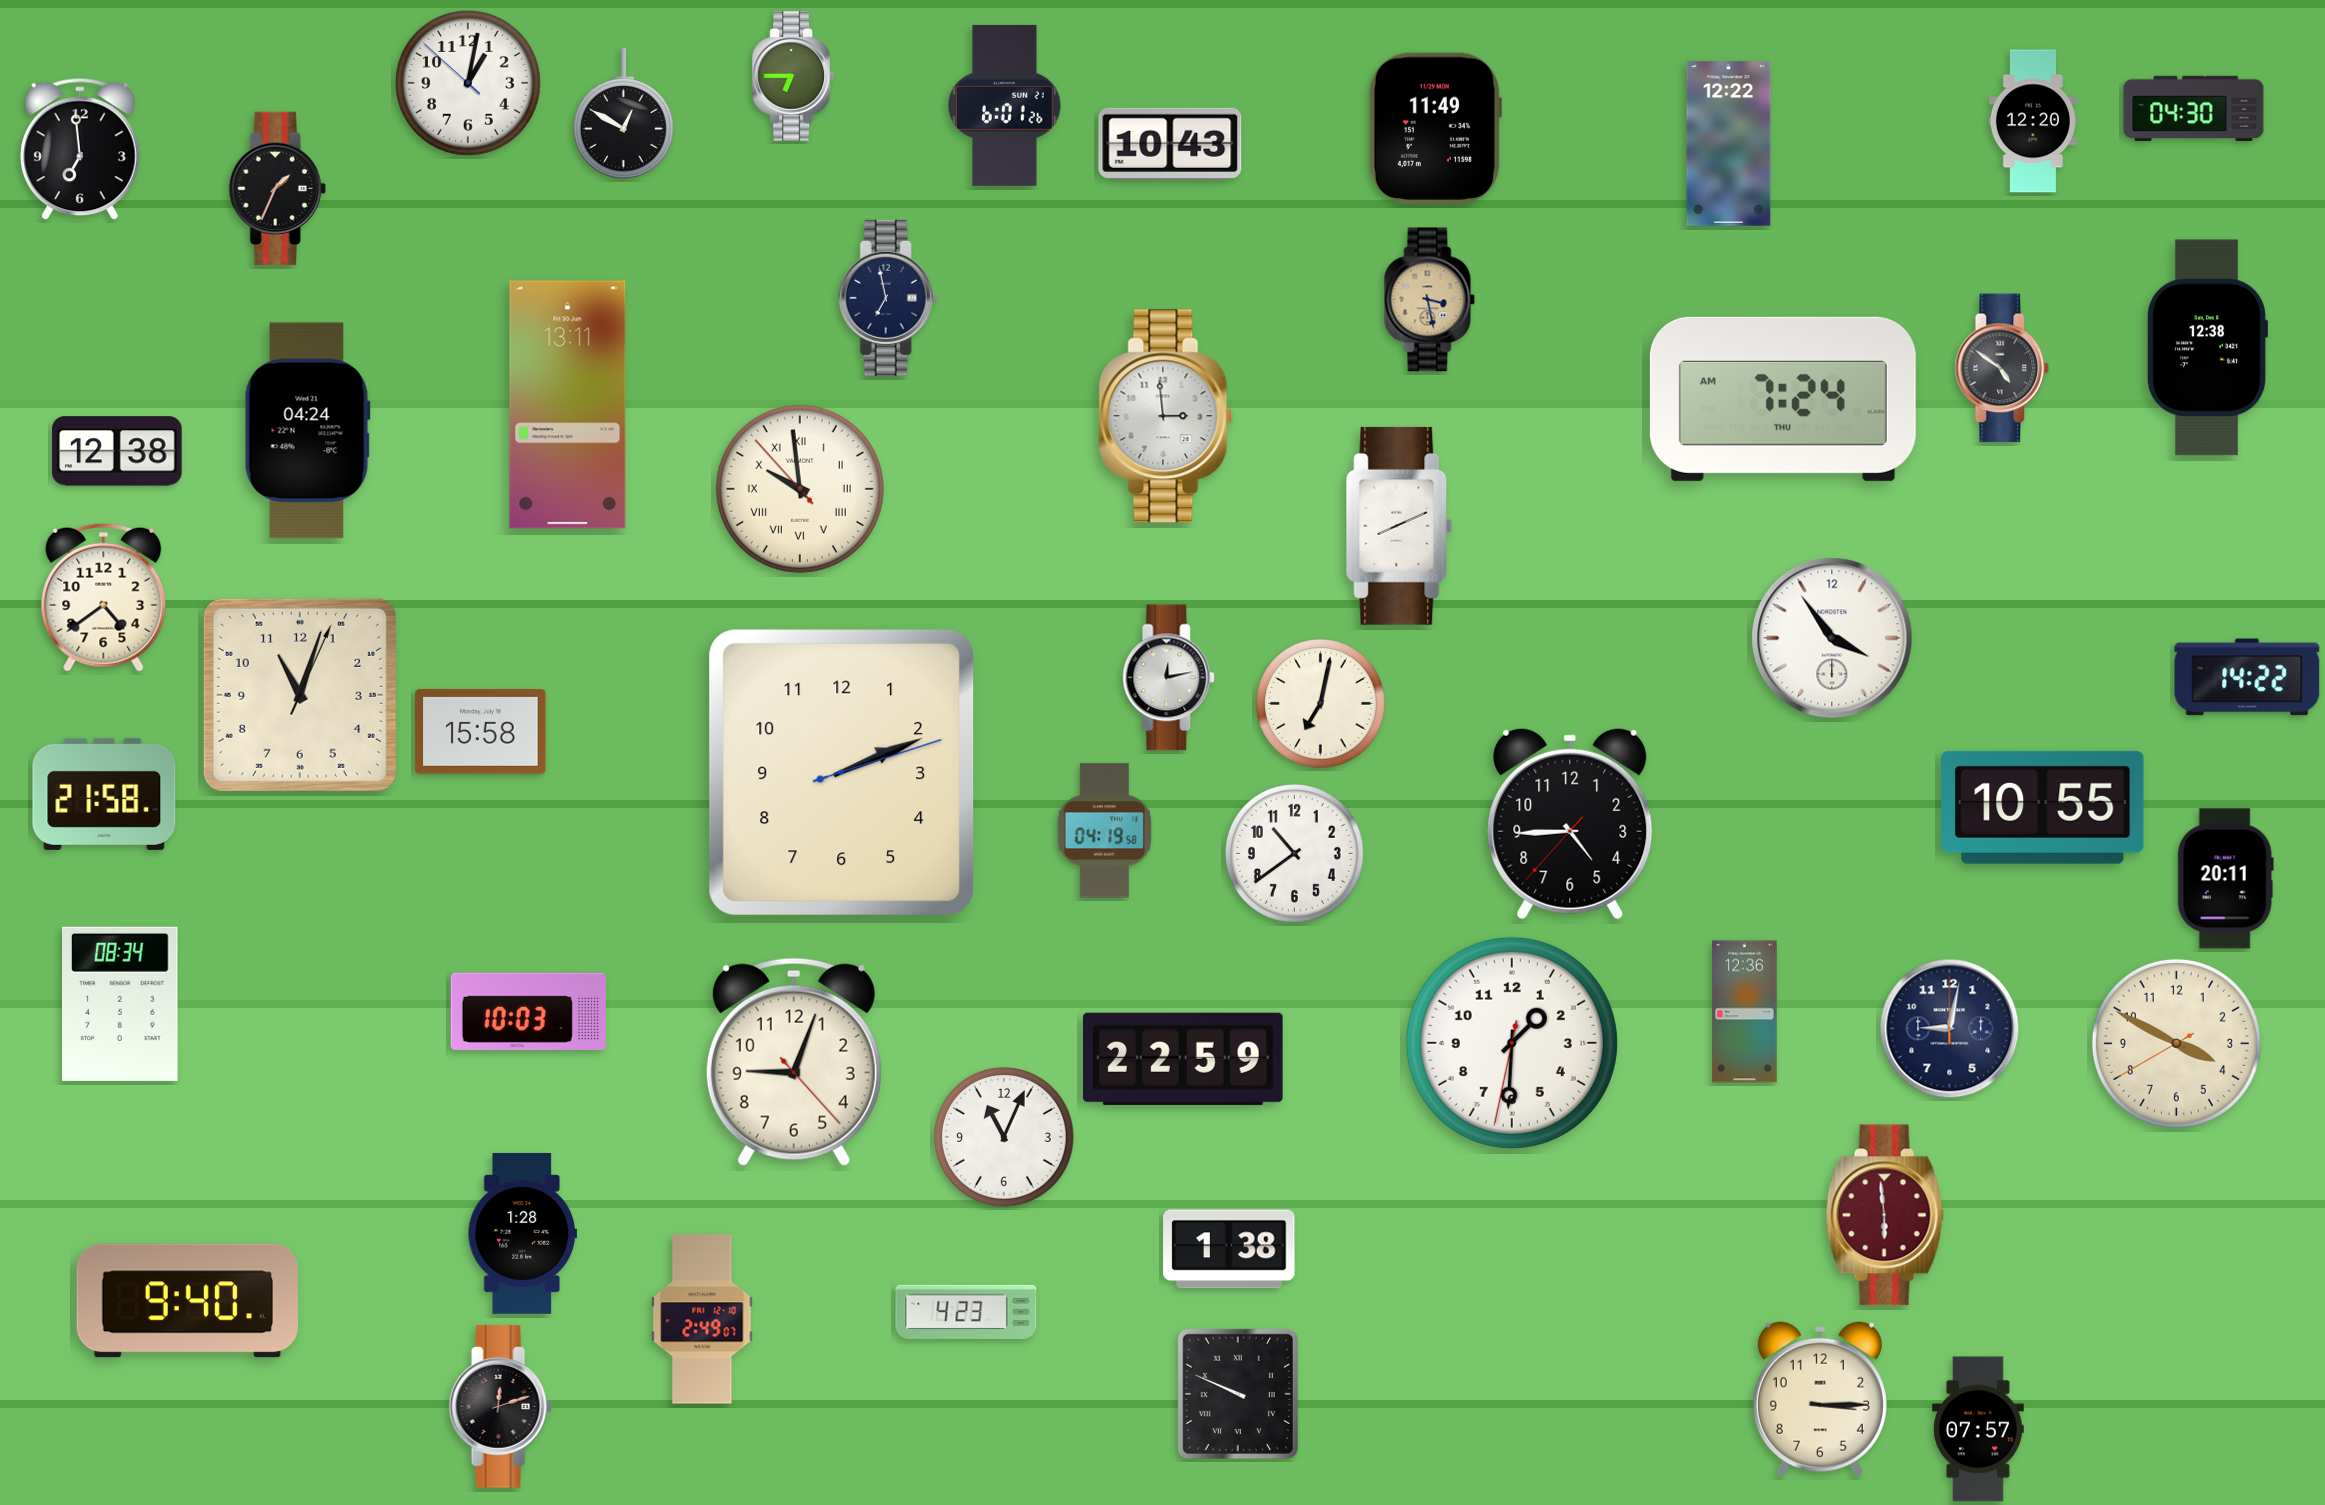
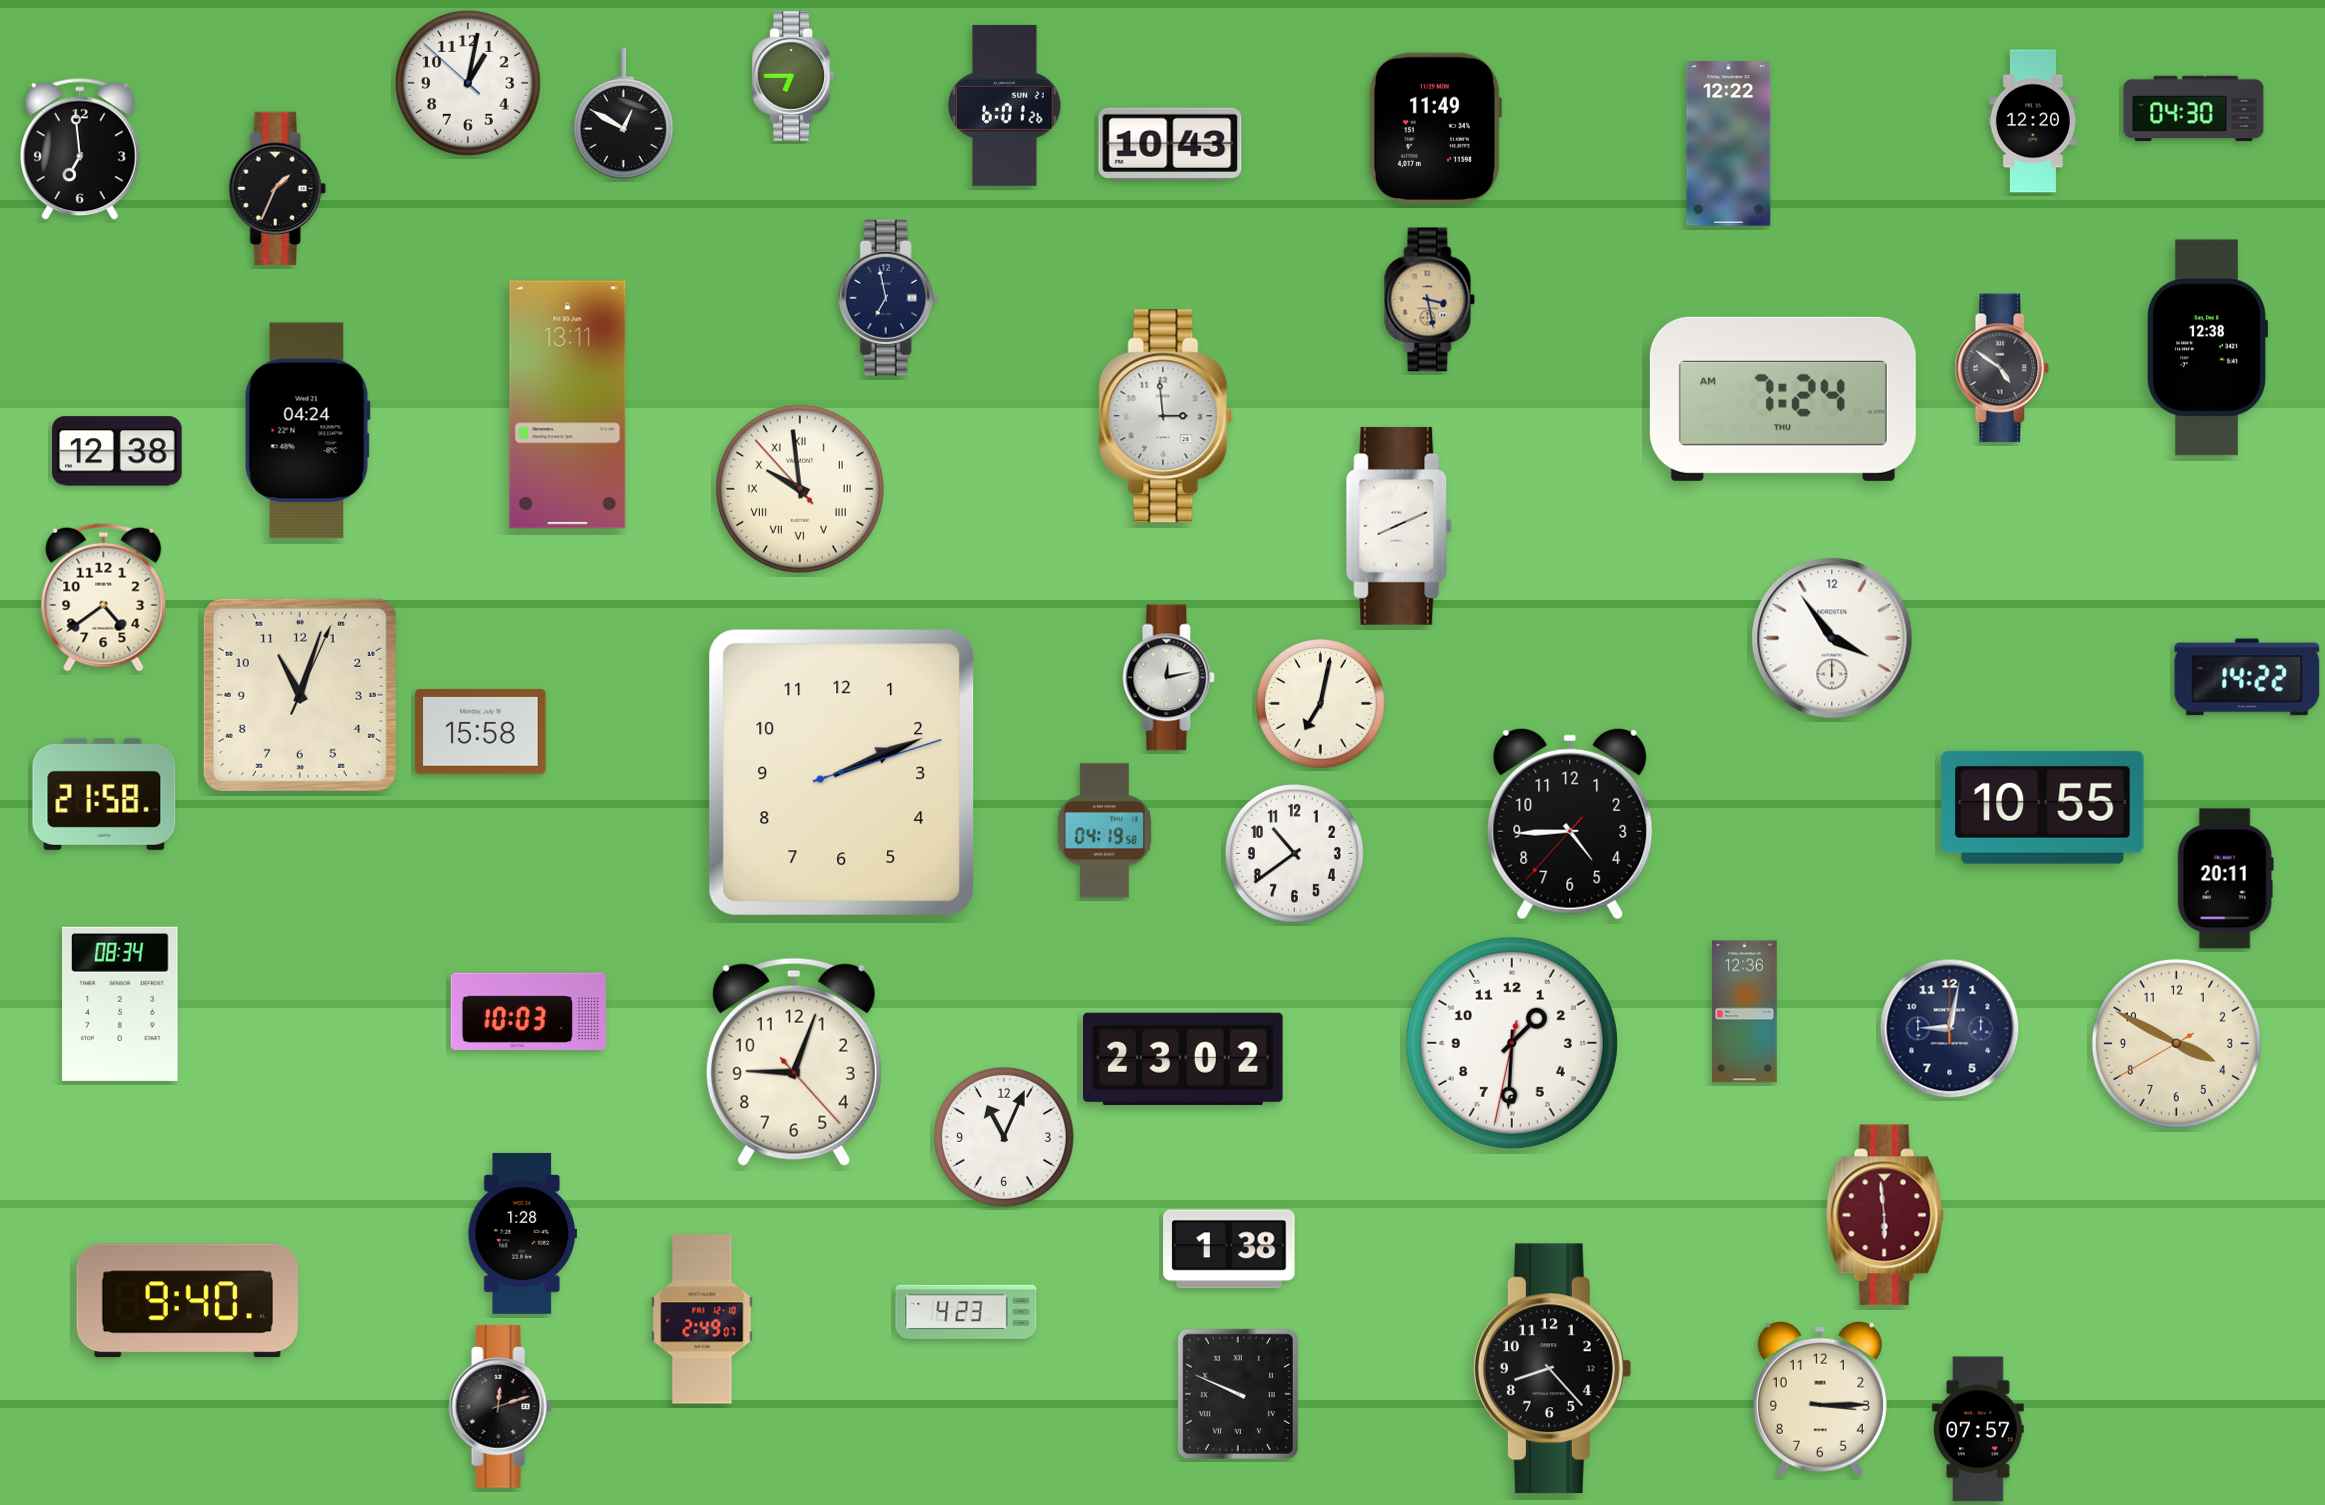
clock at (1184, 1059): 22:59 -> 23:02
clock at (1552, 1369): none -> 8:23
